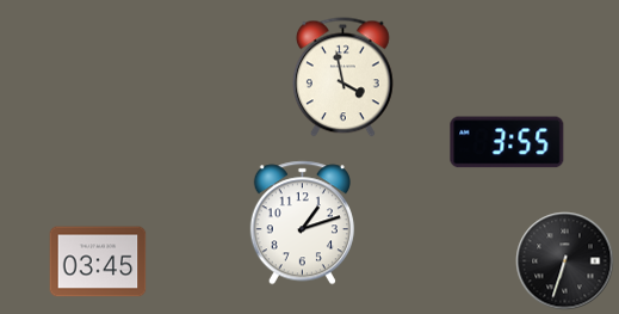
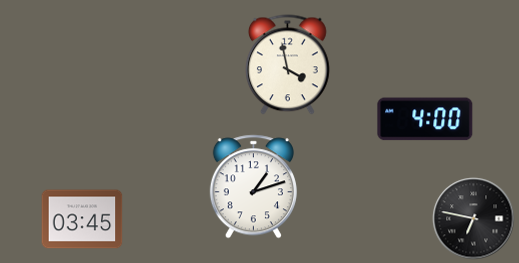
clock at (507, 142): 3:55 -> 4:00
clock at (565, 261): 6:33 -> 6:47
